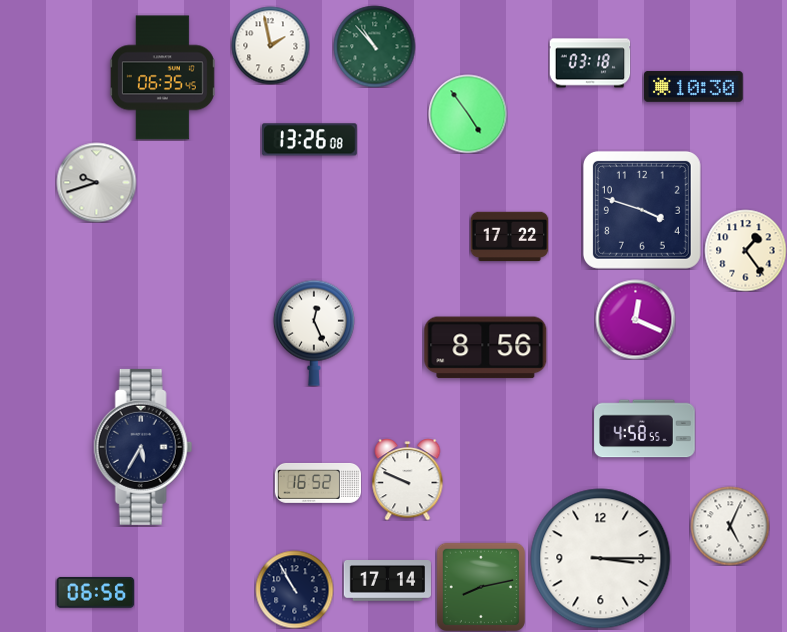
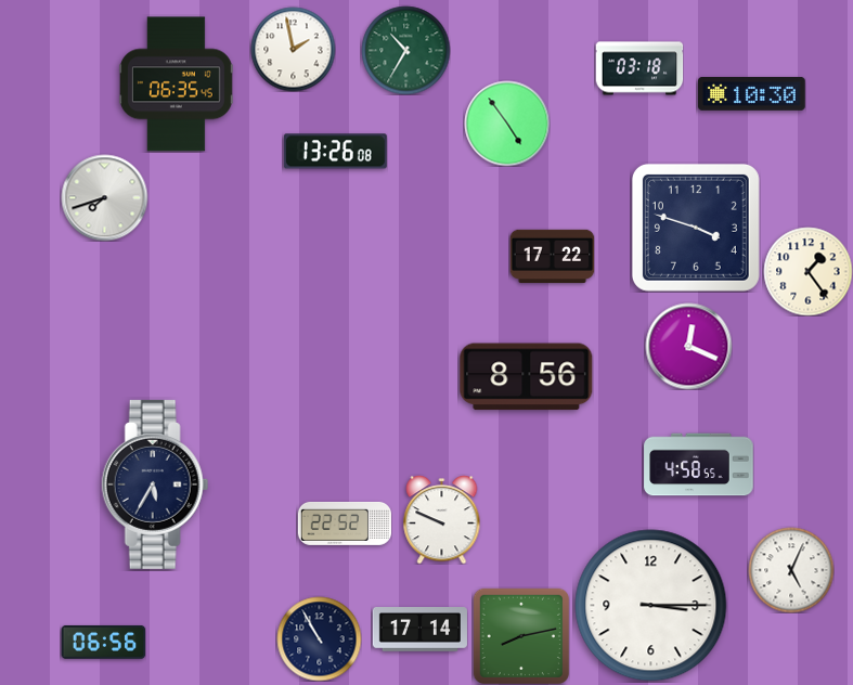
clock at (374, 46): 10:53 -> 10:35
clock at (96, 182): 9:42 -> 7:42
clock at (314, 333): 12:26 -> none
clock at (317, 483): 16:52 -> 22:52
